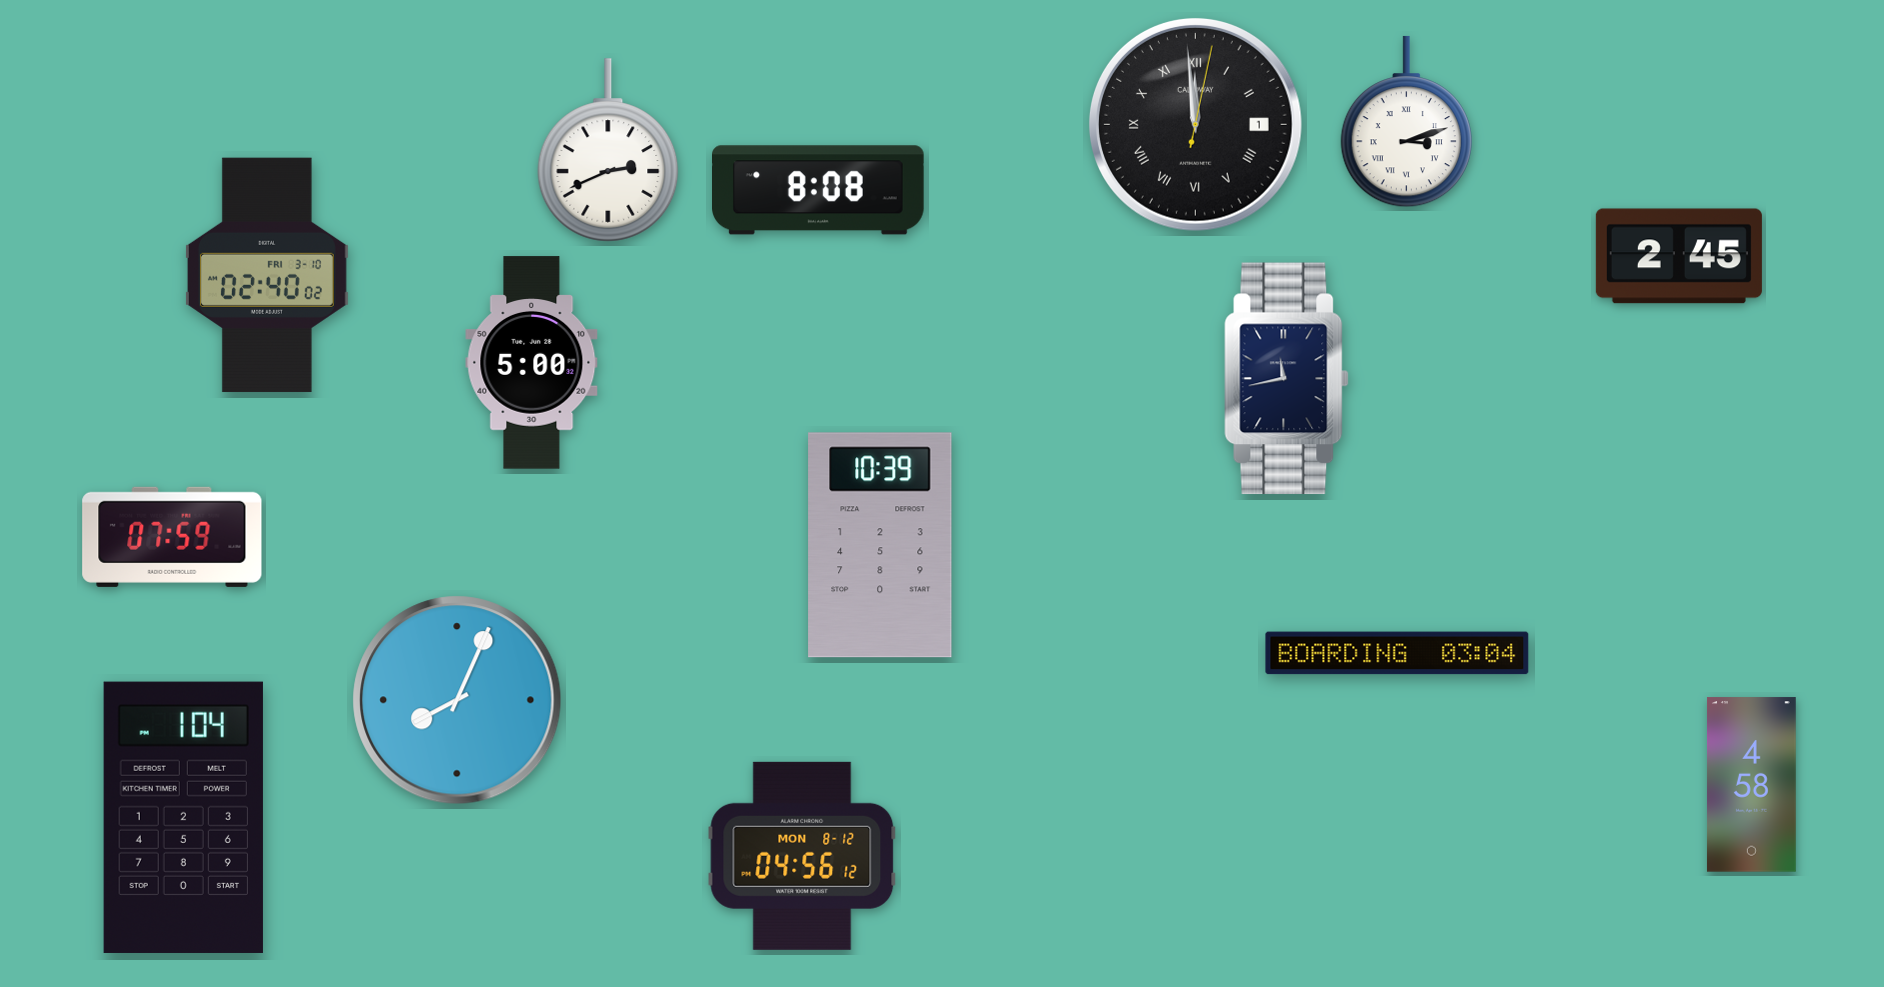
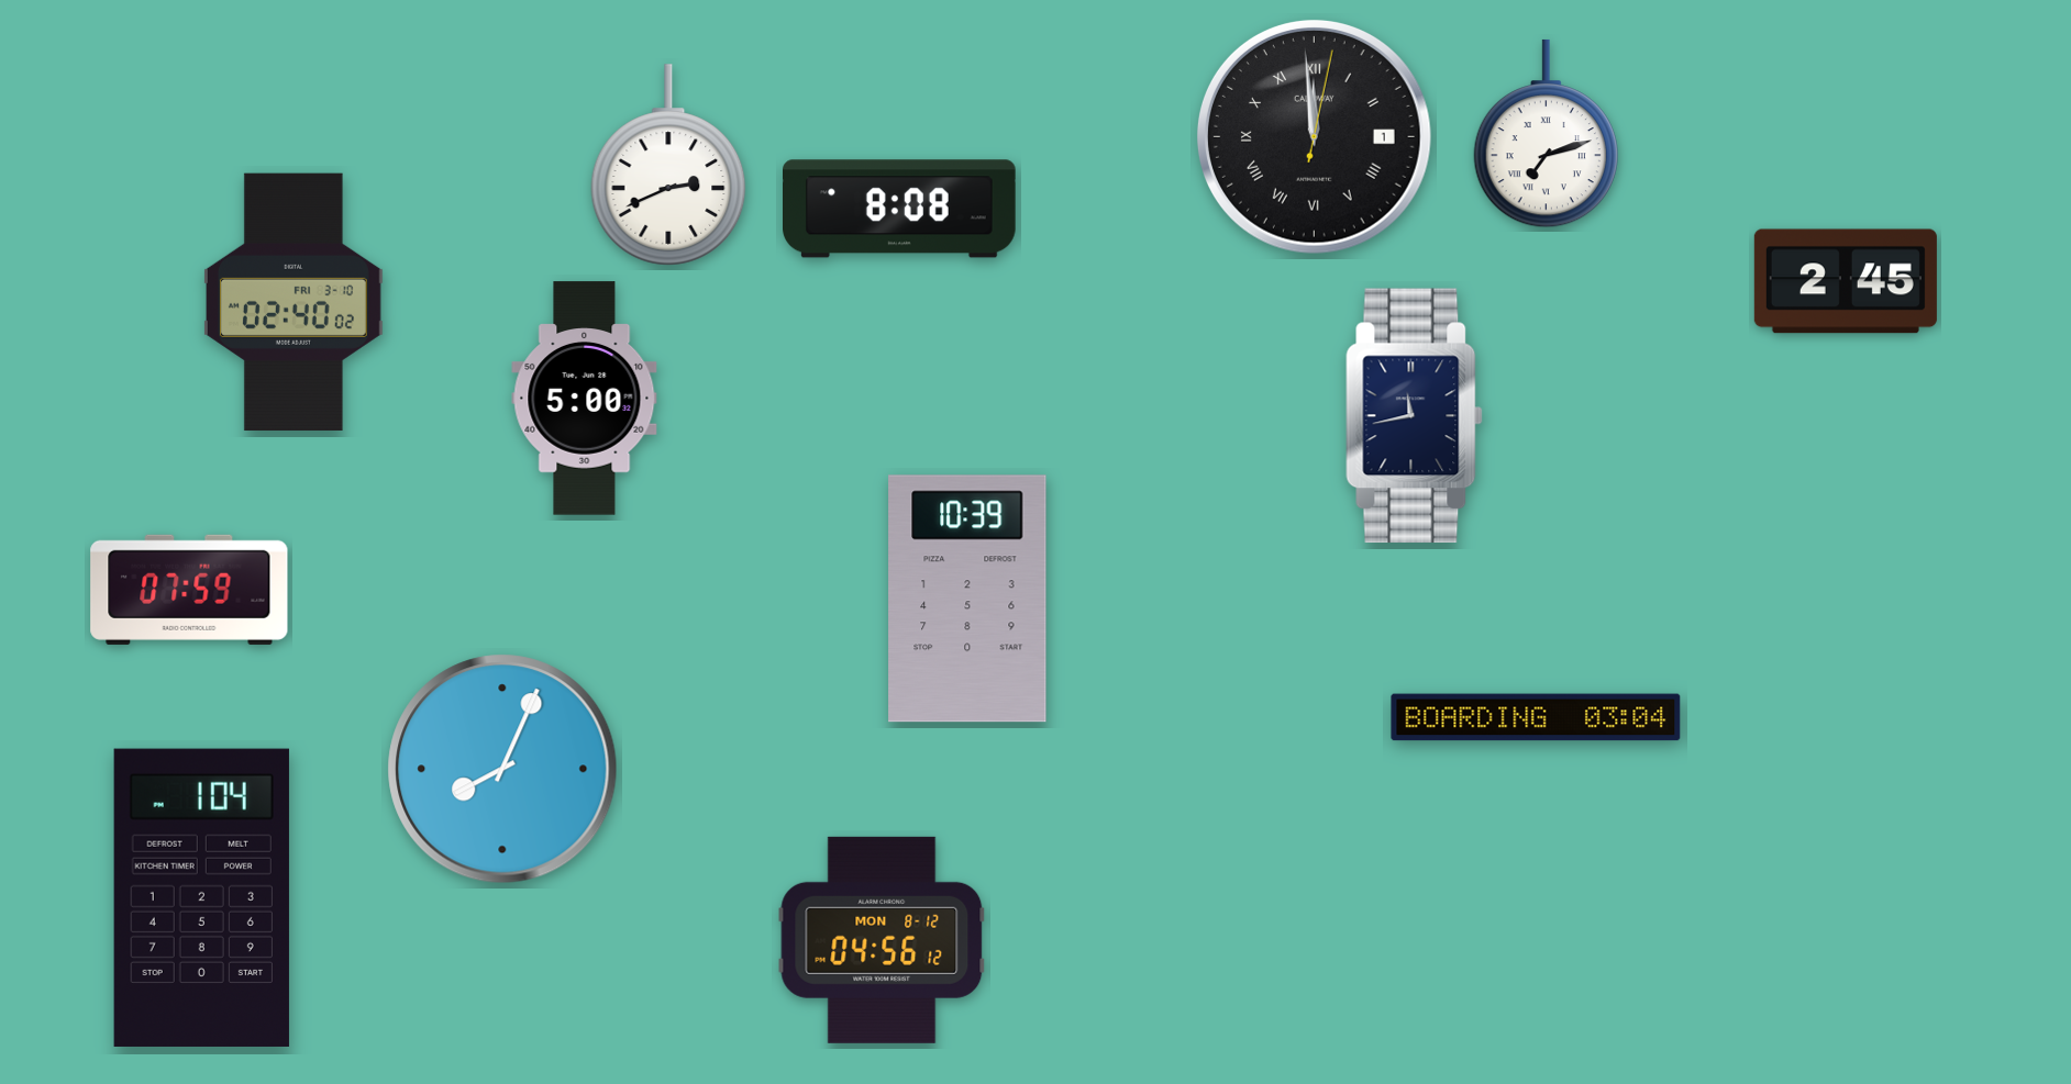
clock at (1406, 122): 3:12 -> 7:12
clock at (1751, 785): 4:58 -> none
